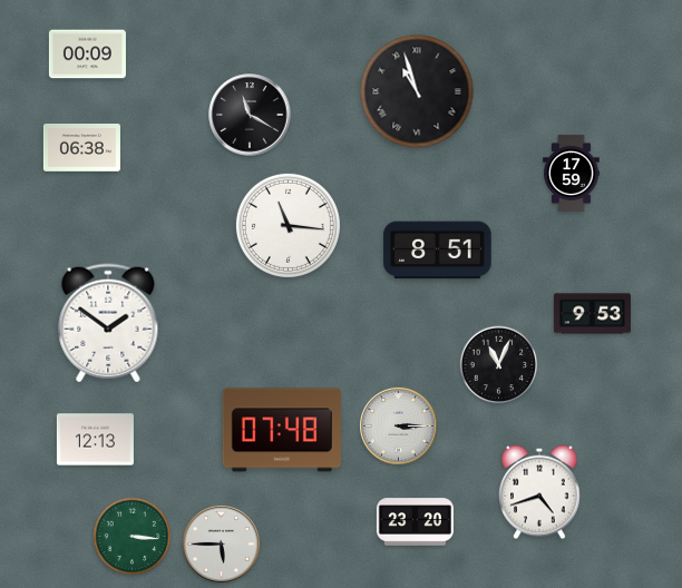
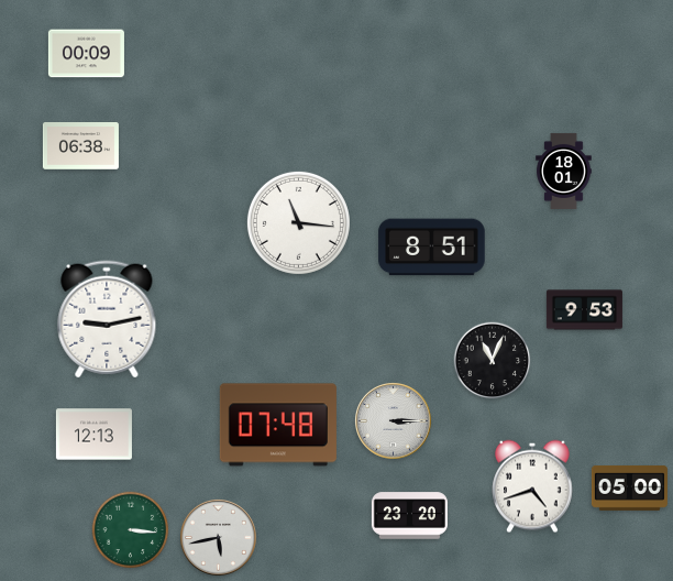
clock at (417, 91): 10:57 -> none
clock at (250, 115): 11:20 -> none
clock at (572, 173): 17:59 -> 18:01
clock at (288, 225) position: (288, 225) -> (298, 222)
clock at (108, 323): 1:51 -> 9:13
clock at (629, 487): none -> 05:00
clock at (221, 543): 5:45 -> 5:43
